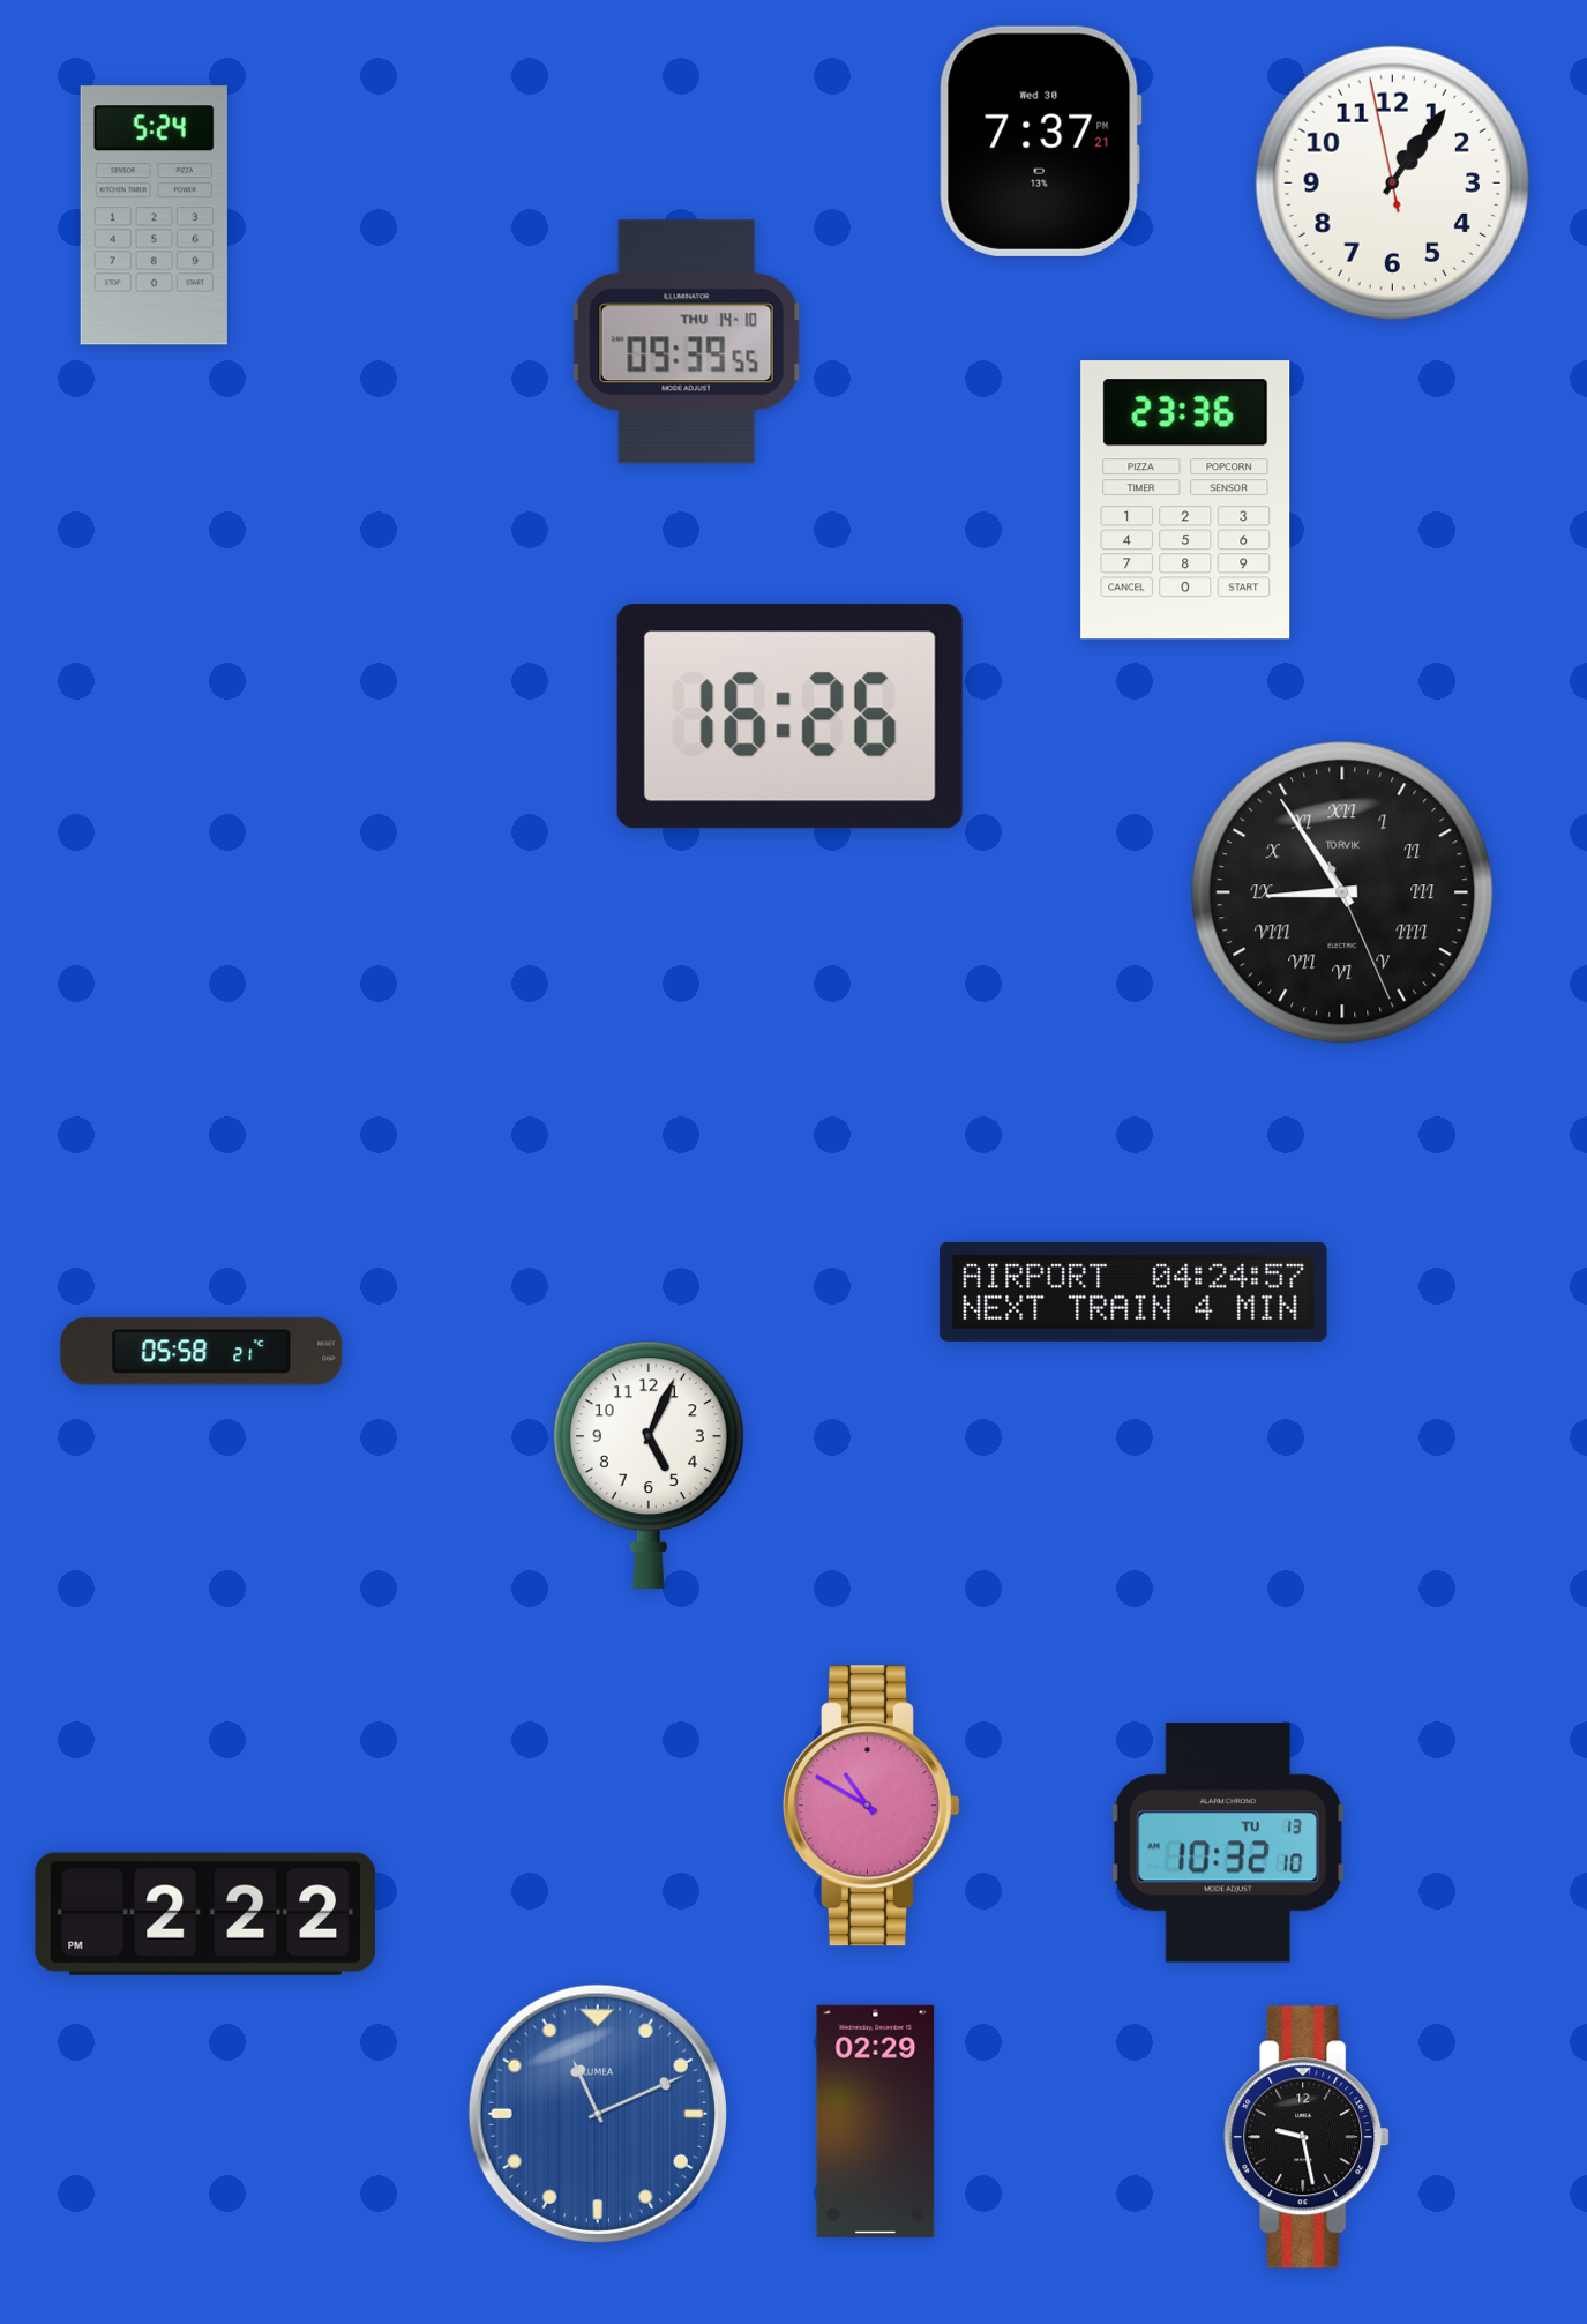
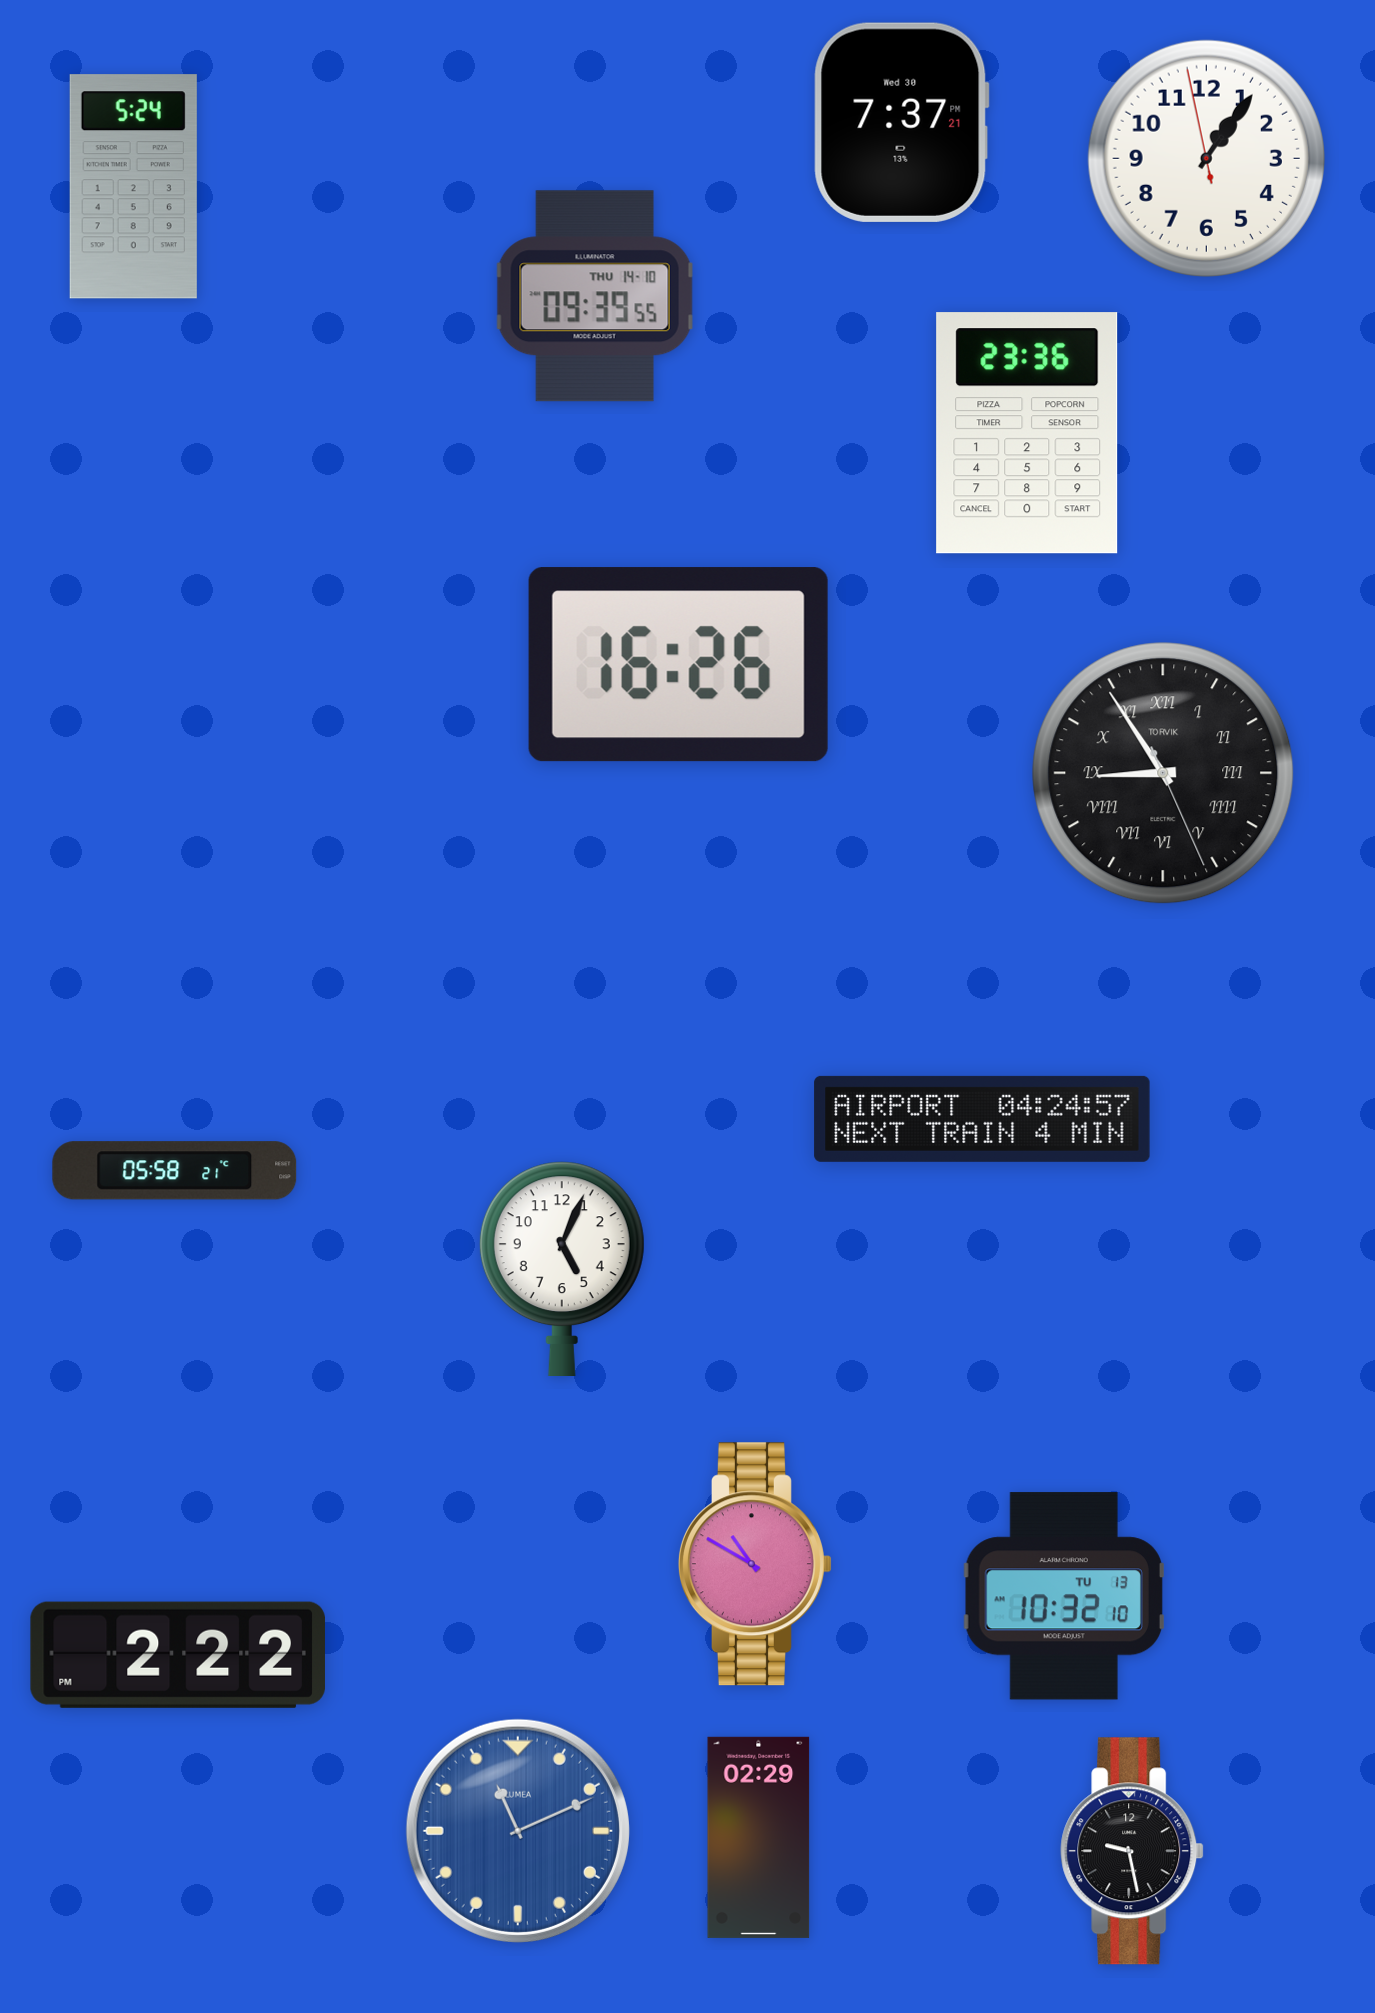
clock at (789, 717) position: (789, 717) -> (678, 665)
clock at (205, 1914) position: (205, 1914) -> (178, 1655)
